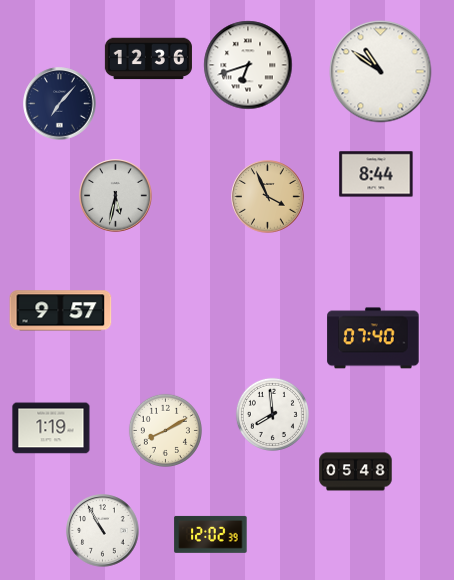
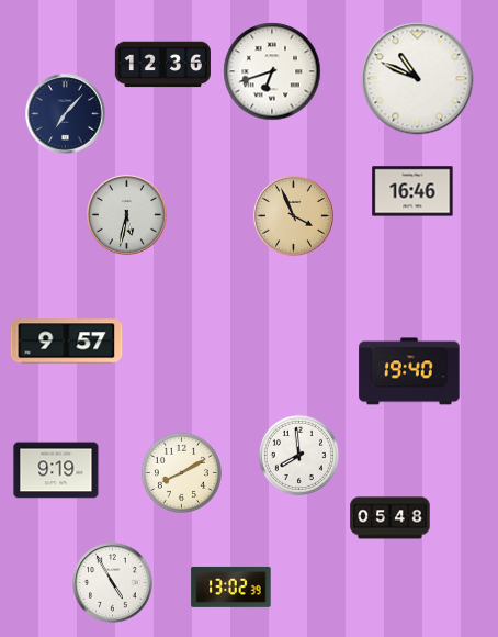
clock at (381, 72): 10:51 -> 10:49
clock at (376, 174): 8:44 -> 16:46
clock at (373, 338): 07:40 -> 19:40
clock at (51, 428): 1:19 -> 9:19
clock at (103, 531): 10:55 -> 4:55
clock at (211, 534): 12:02 -> 13:02
